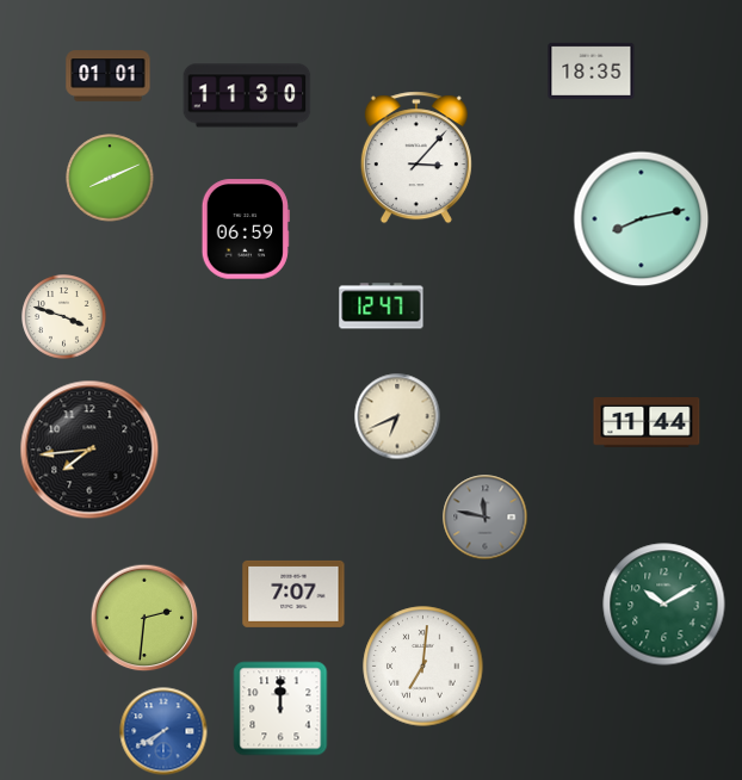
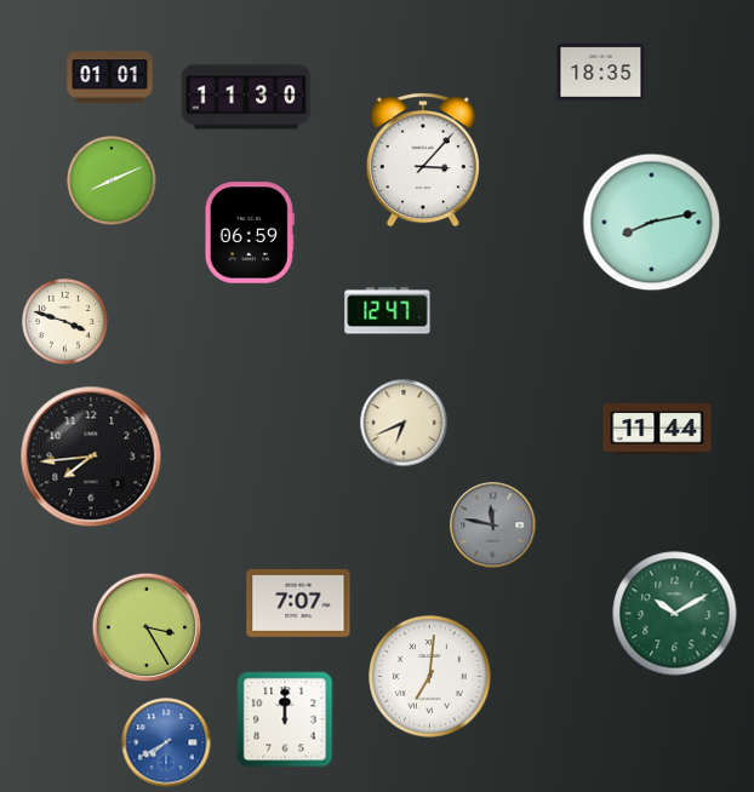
clock at (247, 95) position: (247, 95) -> (246, 97)
clock at (144, 618): 2:31 -> 3:25
